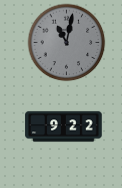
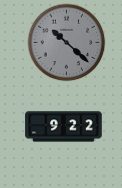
clock at (66, 42): 11:02 -> 10:22
